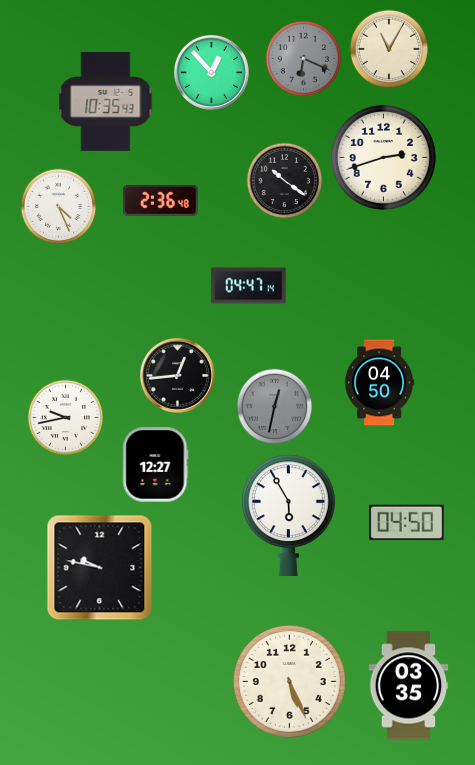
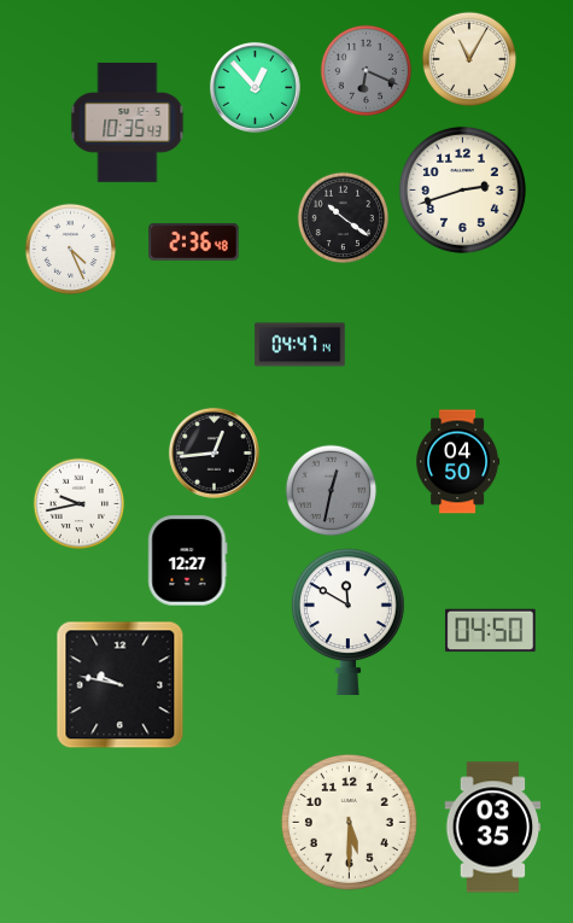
clock at (288, 515): 5:55 -> 11:50
clock at (289, 681): 5:26 -> 5:30
